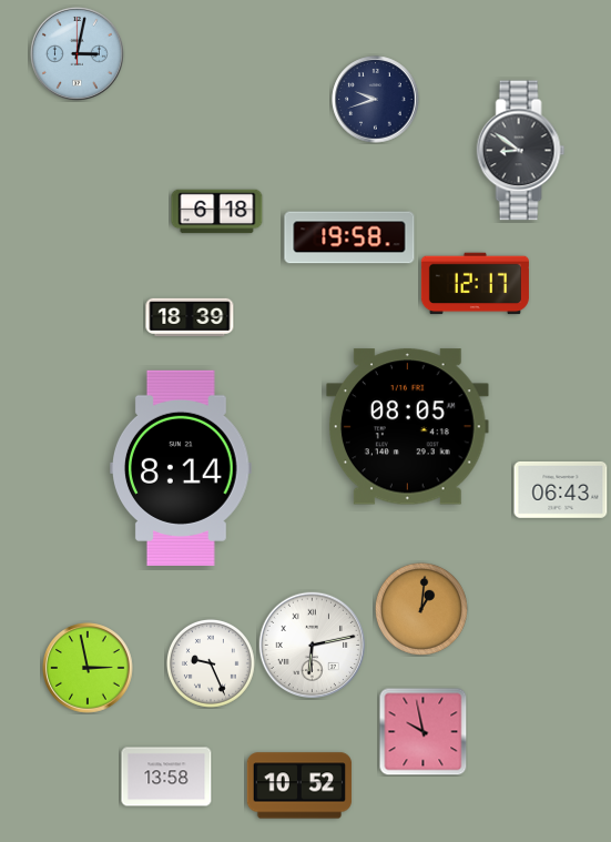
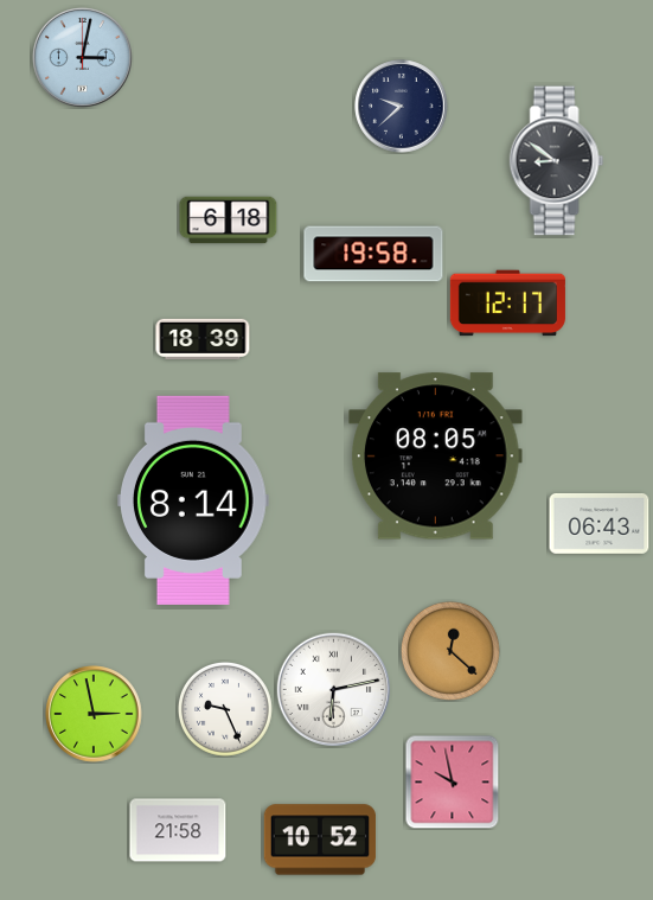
clock at (376, 100): 9:42 -> 9:38
clock at (217, 212) position: (217, 212) -> (229, 221)
clock at (421, 609): 1:01 -> 12:22
clock at (166, 777): 13:58 -> 21:58
